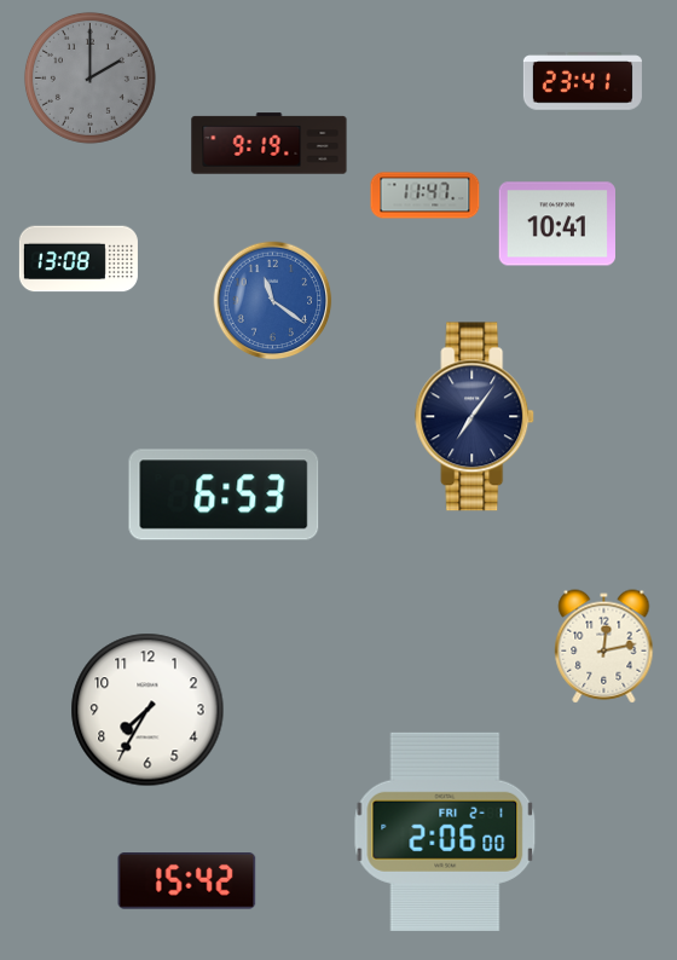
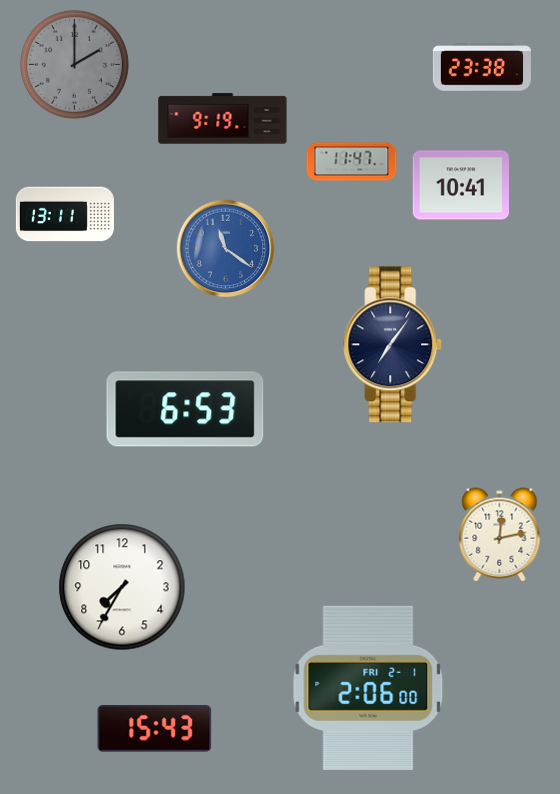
clock at (583, 81): 23:41 -> 23:38
clock at (79, 259): 13:08 -> 13:11
clock at (187, 881): 15:42 -> 15:43
